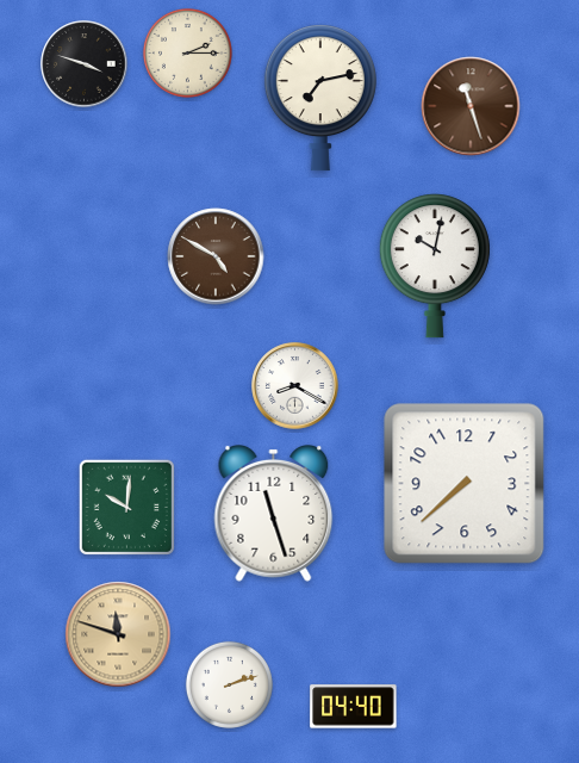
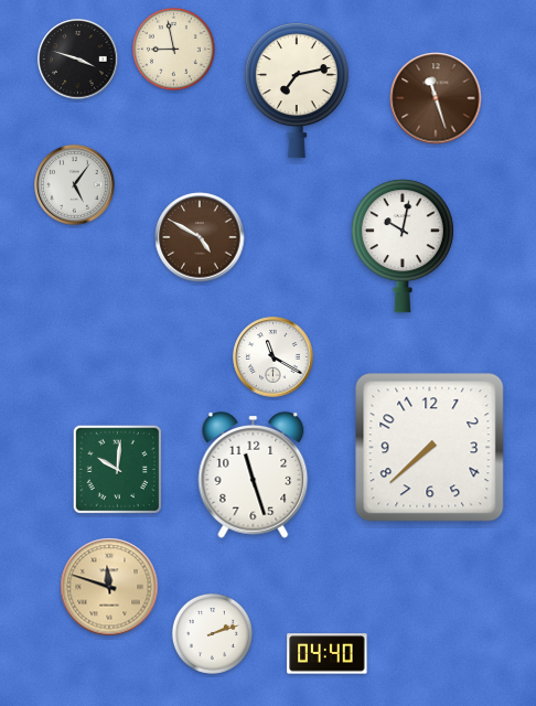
clock at (187, 52): 2:15 -> 8:58
clock at (75, 185): none -> 5:06
clock at (295, 386): 8:20 -> 11:20
